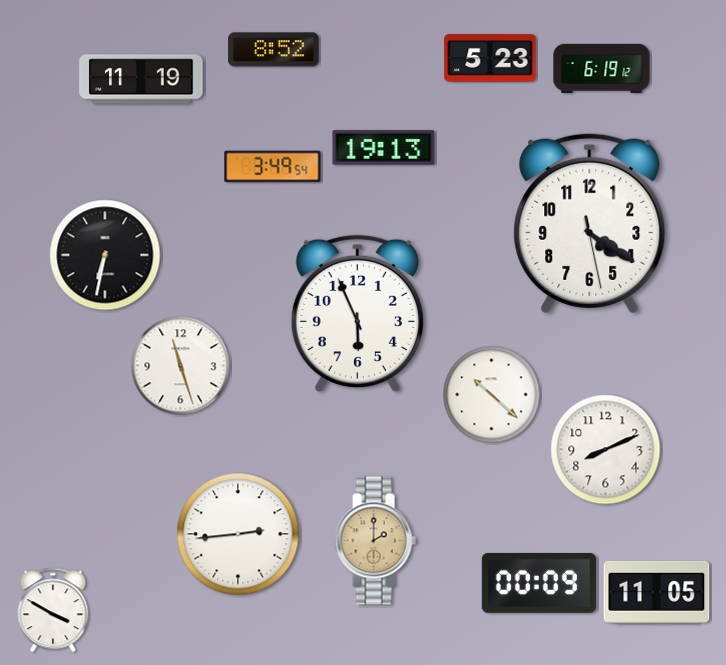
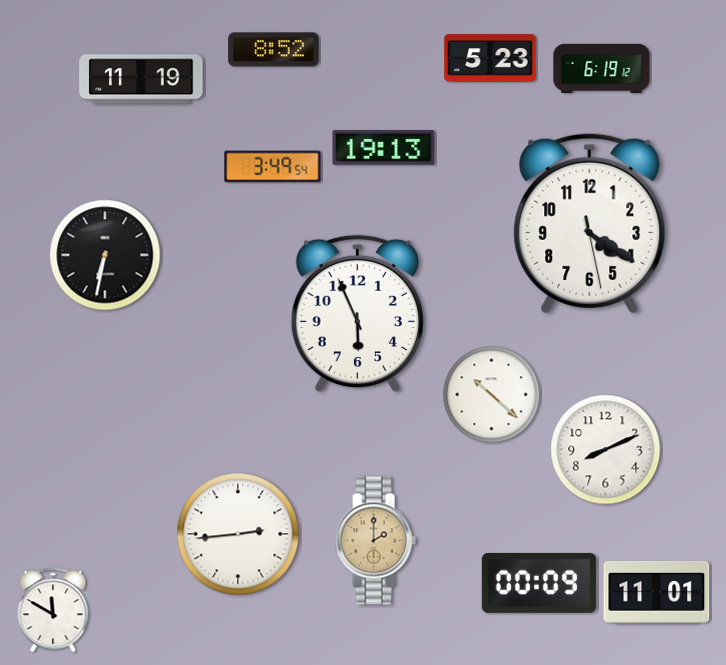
clock at (181, 366): 11:27 -> none
clock at (657, 592): 11:05 -> 11:01
clock at (53, 610): 3:50 -> 11:50
